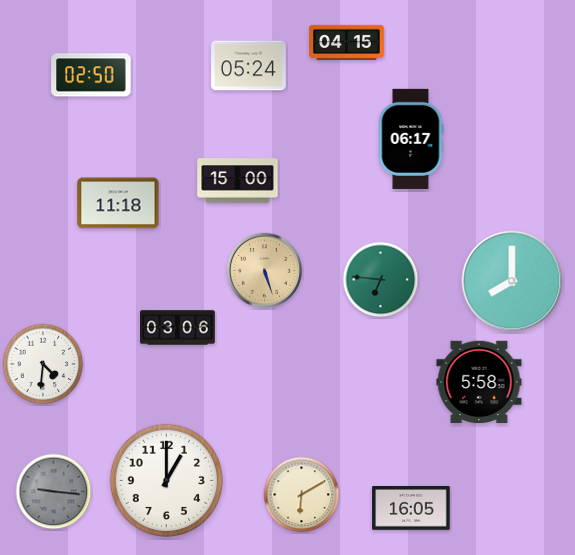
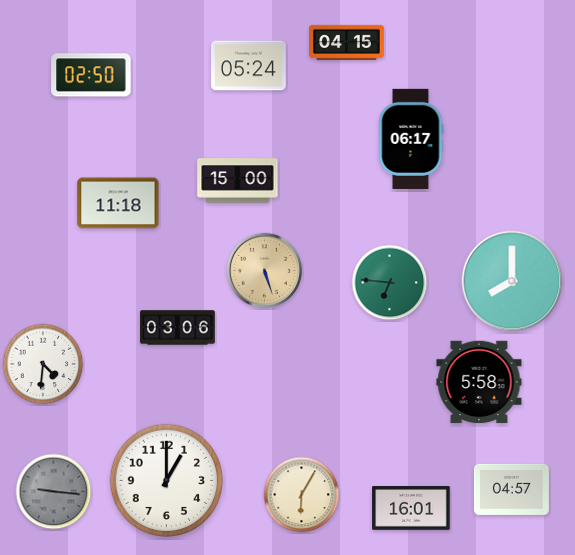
clock at (381, 280) position: (381, 280) -> (390, 283)
clock at (512, 489): none -> 04:57
clock at (302, 495): 6:10 -> 6:05
clock at (411, 509): 16:05 -> 16:01
